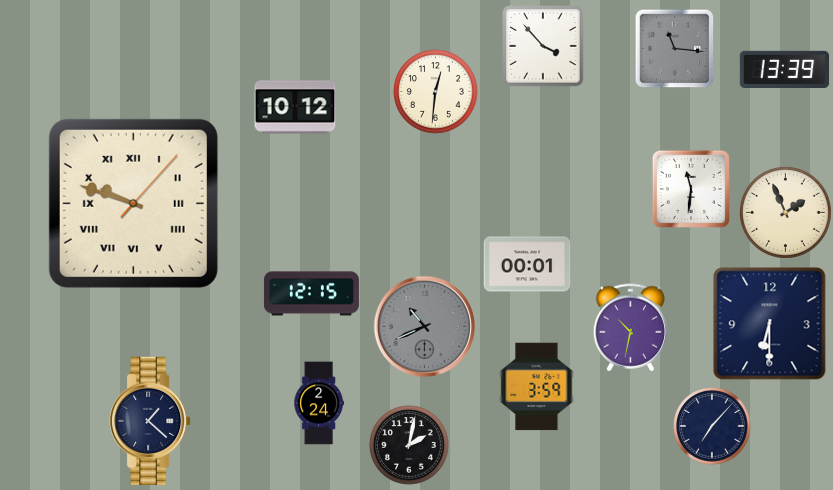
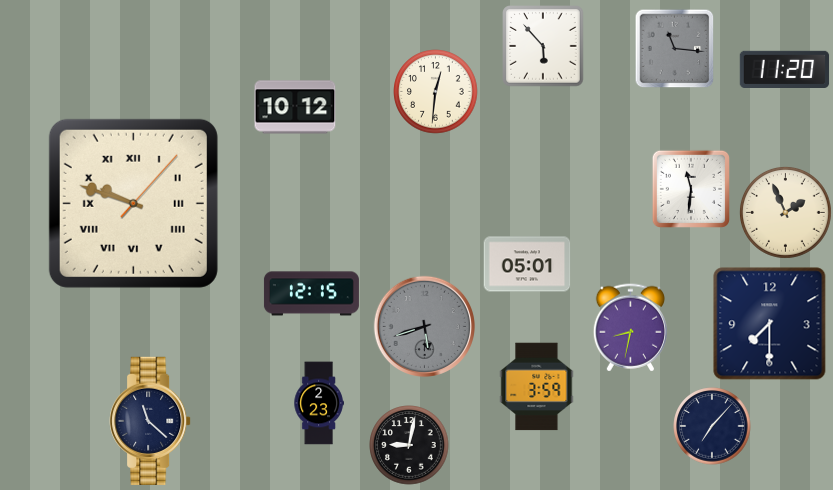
clock at (543, 46): 3:53 -> 5:53
clock at (785, 69): 13:39 -> 11:20
clock at (527, 264): 00:01 -> 05:01
clock at (770, 324): 6:30 -> 7:30
clock at (424, 326): 10:41 -> 5:42
clock at (630, 328): 10:32 -> 8:32
clock at (319, 403): 2:24 -> 2:23
clock at (150, 421): 1:22 -> 11:22
clock at (409, 445): 2:02 -> 9:02
